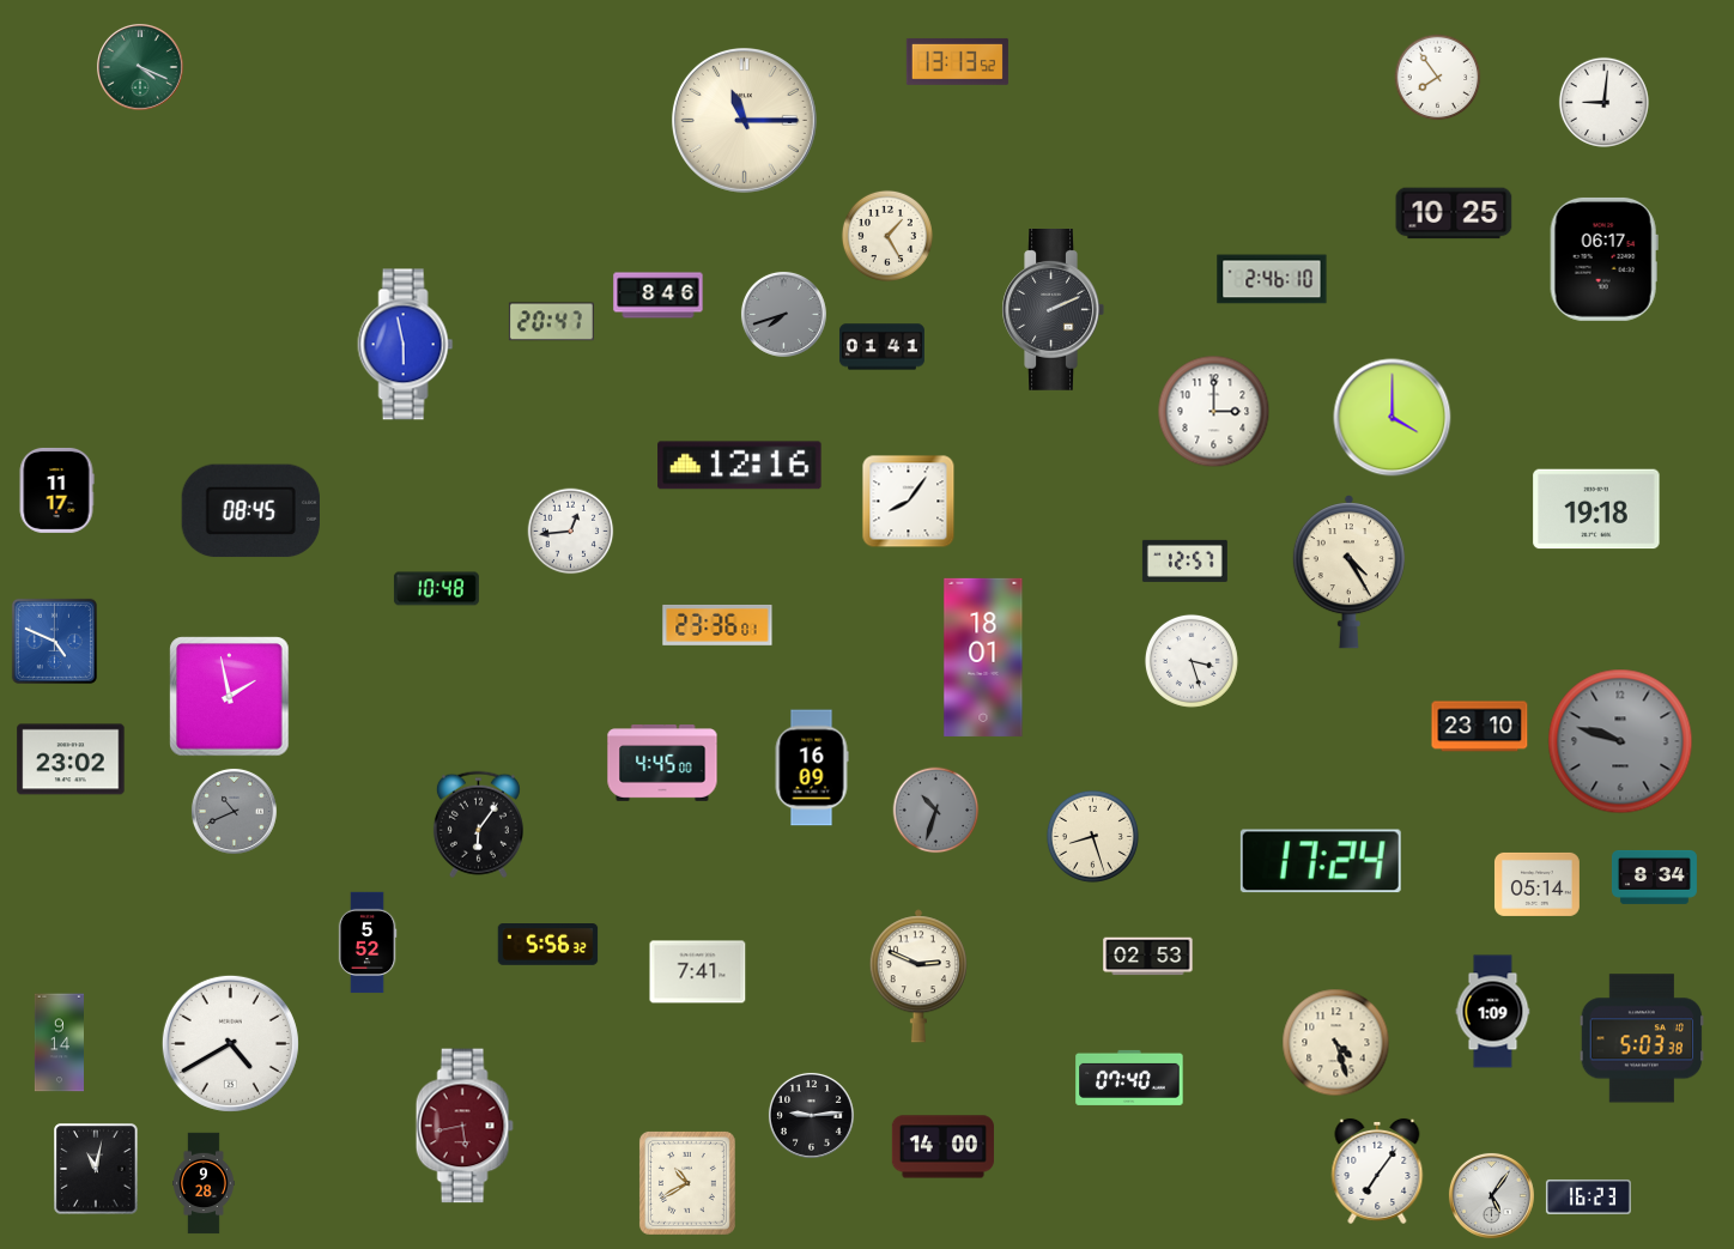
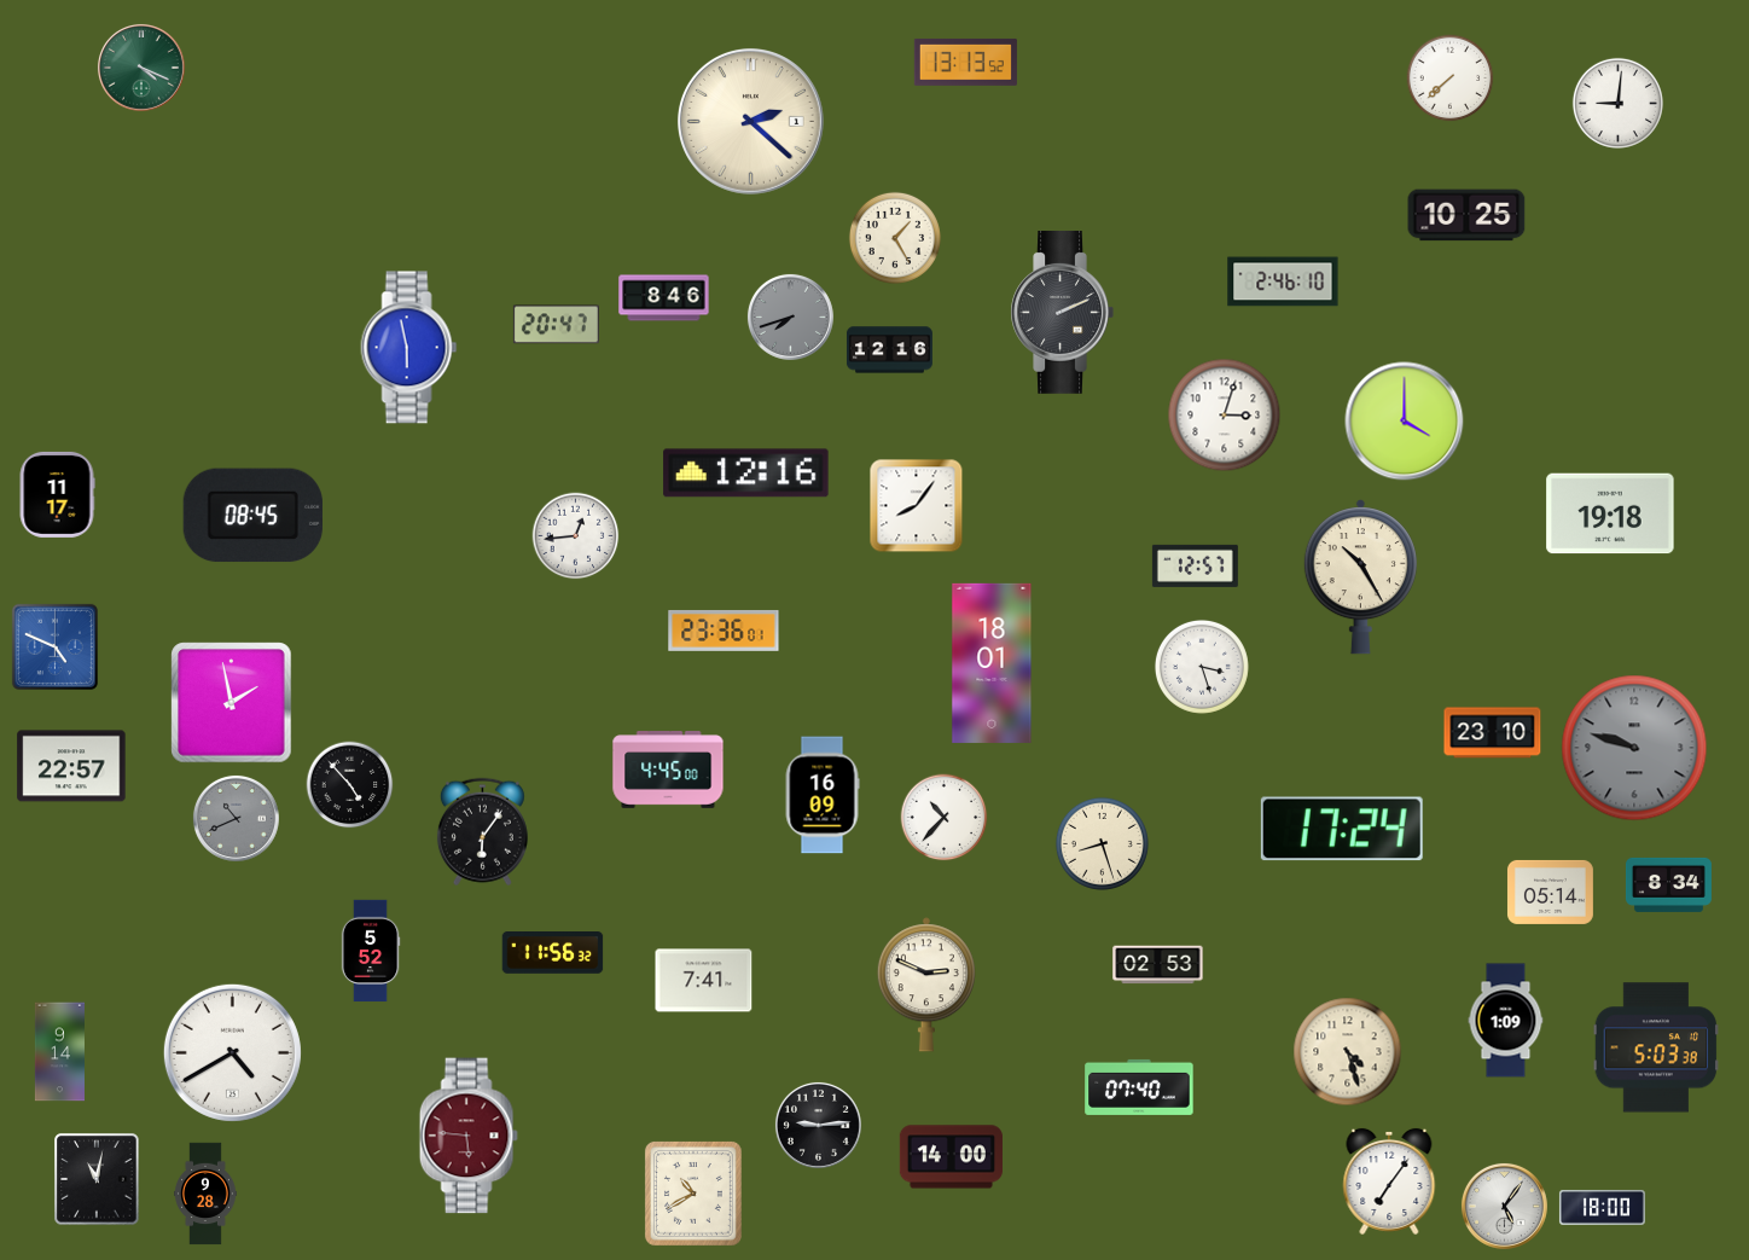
clock at (1438, 78): 7:54 -> 7:38
clock at (744, 120): 11:15 -> 2:22
clock at (1603, 259): 06:17 -> none
clock at (881, 347): 01:41 -> 12:16
clock at (1214, 412): 3:00 -> 3:03
clock at (740, 466) position: (740, 466) -> (746, 474)
clock at (1348, 572): 4:25 -> 10:25
clock at (436, 589): 10:48 -> none
clock at (71, 759): 23:02 -> 22:57
clock at (812, 768) position: (812, 768) -> (823, 795)
clock at (350, 785): none -> 4:53
clock at (936, 811): 10:33 -> 10:37
clock at (936, 811) dial: grey -> white
clock at (1321, 861) position: (1321, 861) -> (1342, 829)
clock at (548, 945): 5:56 -> 11:56
clock at (465, 1126): 5:43 -> 5:46
clock at (1588, 1196): 16:23 -> 18:00
